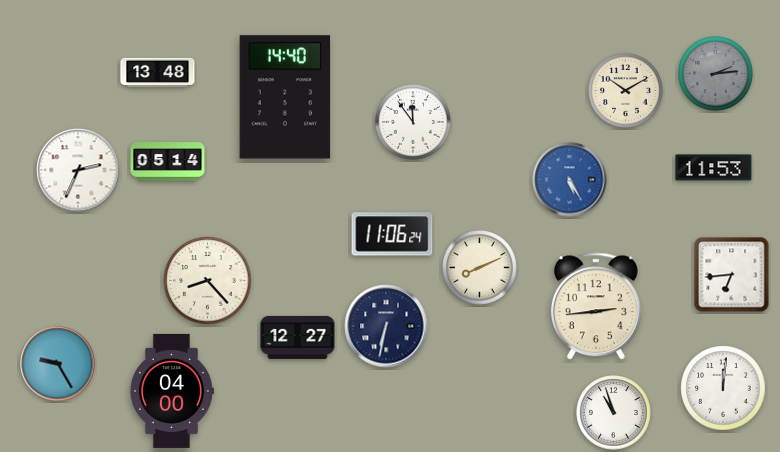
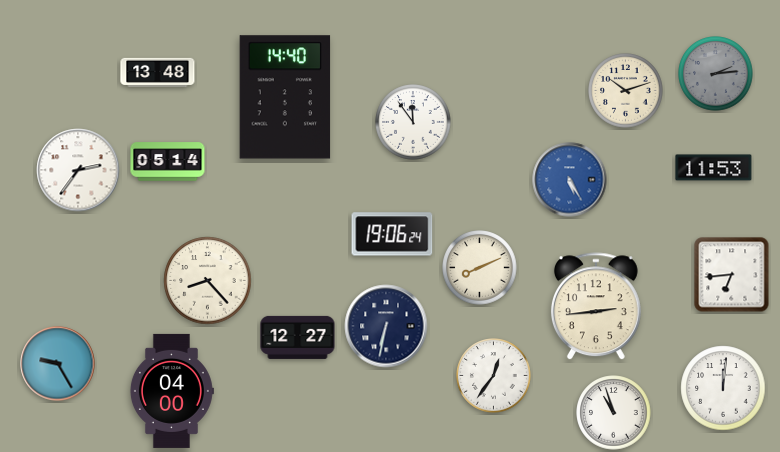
clock at (626, 91): 10:10 -> 10:12
clock at (78, 170): 2:34 -> 2:36
clock at (392, 234): 11:06 -> 19:06
clock at (494, 376): none -> 12:36
